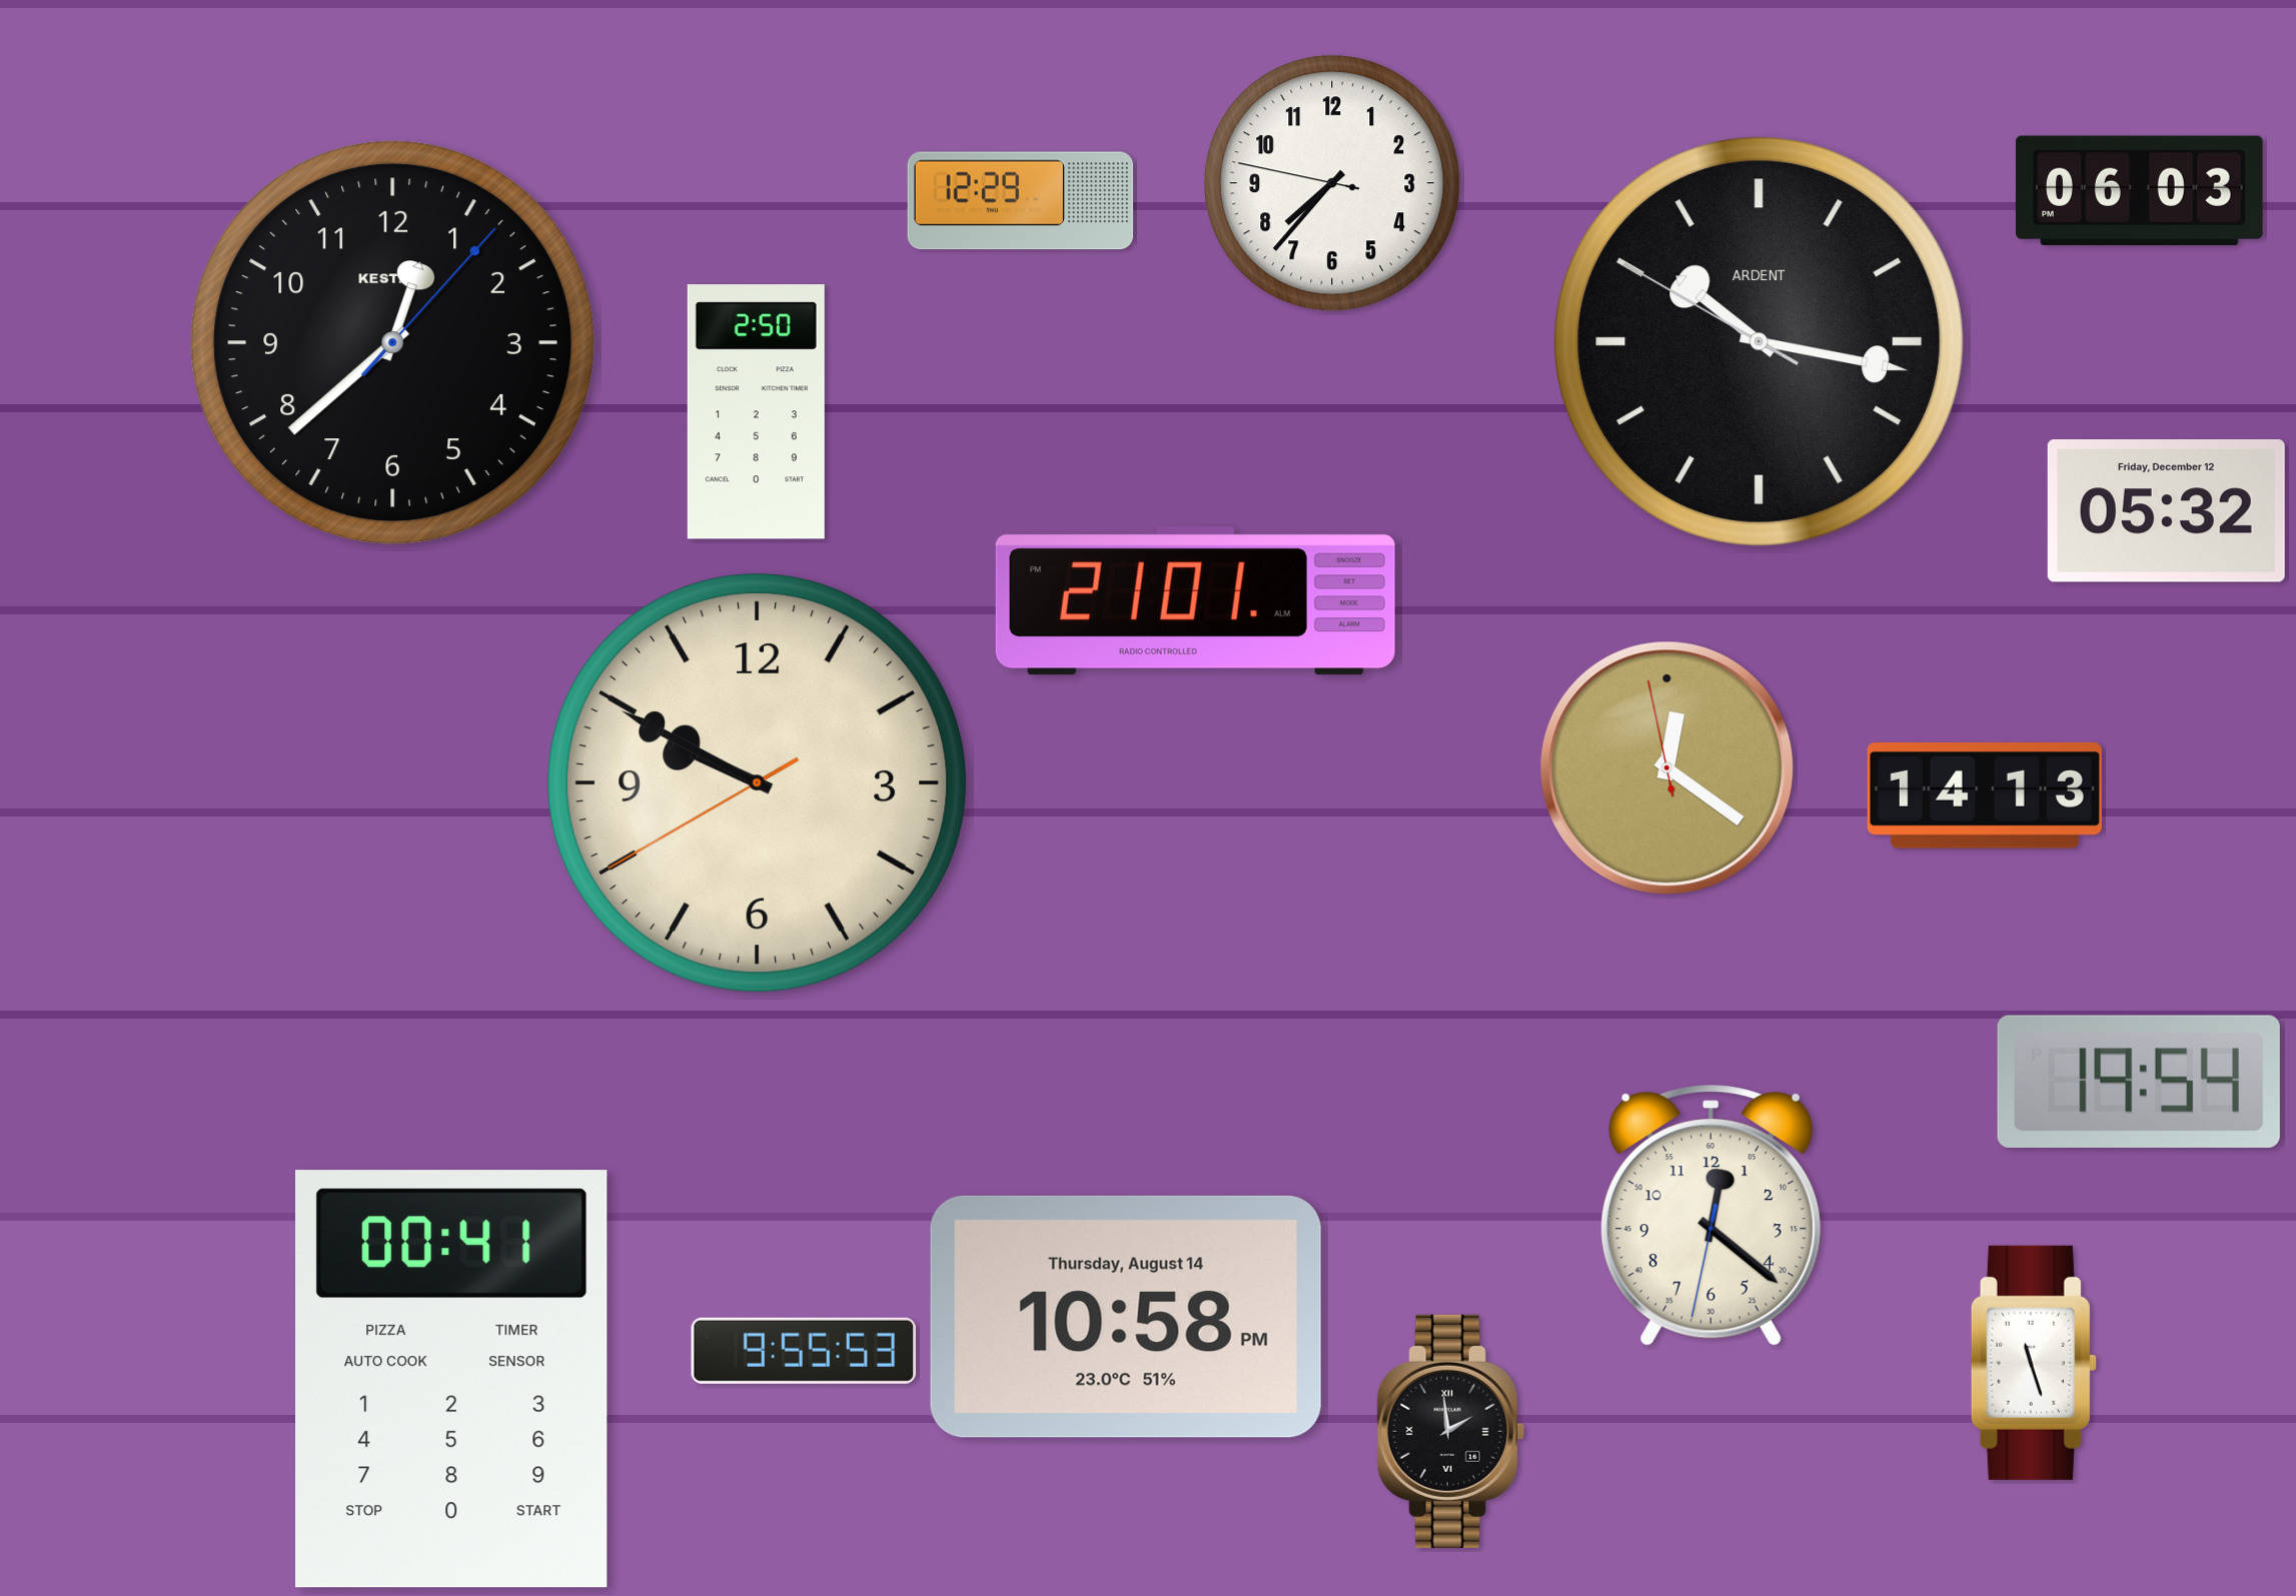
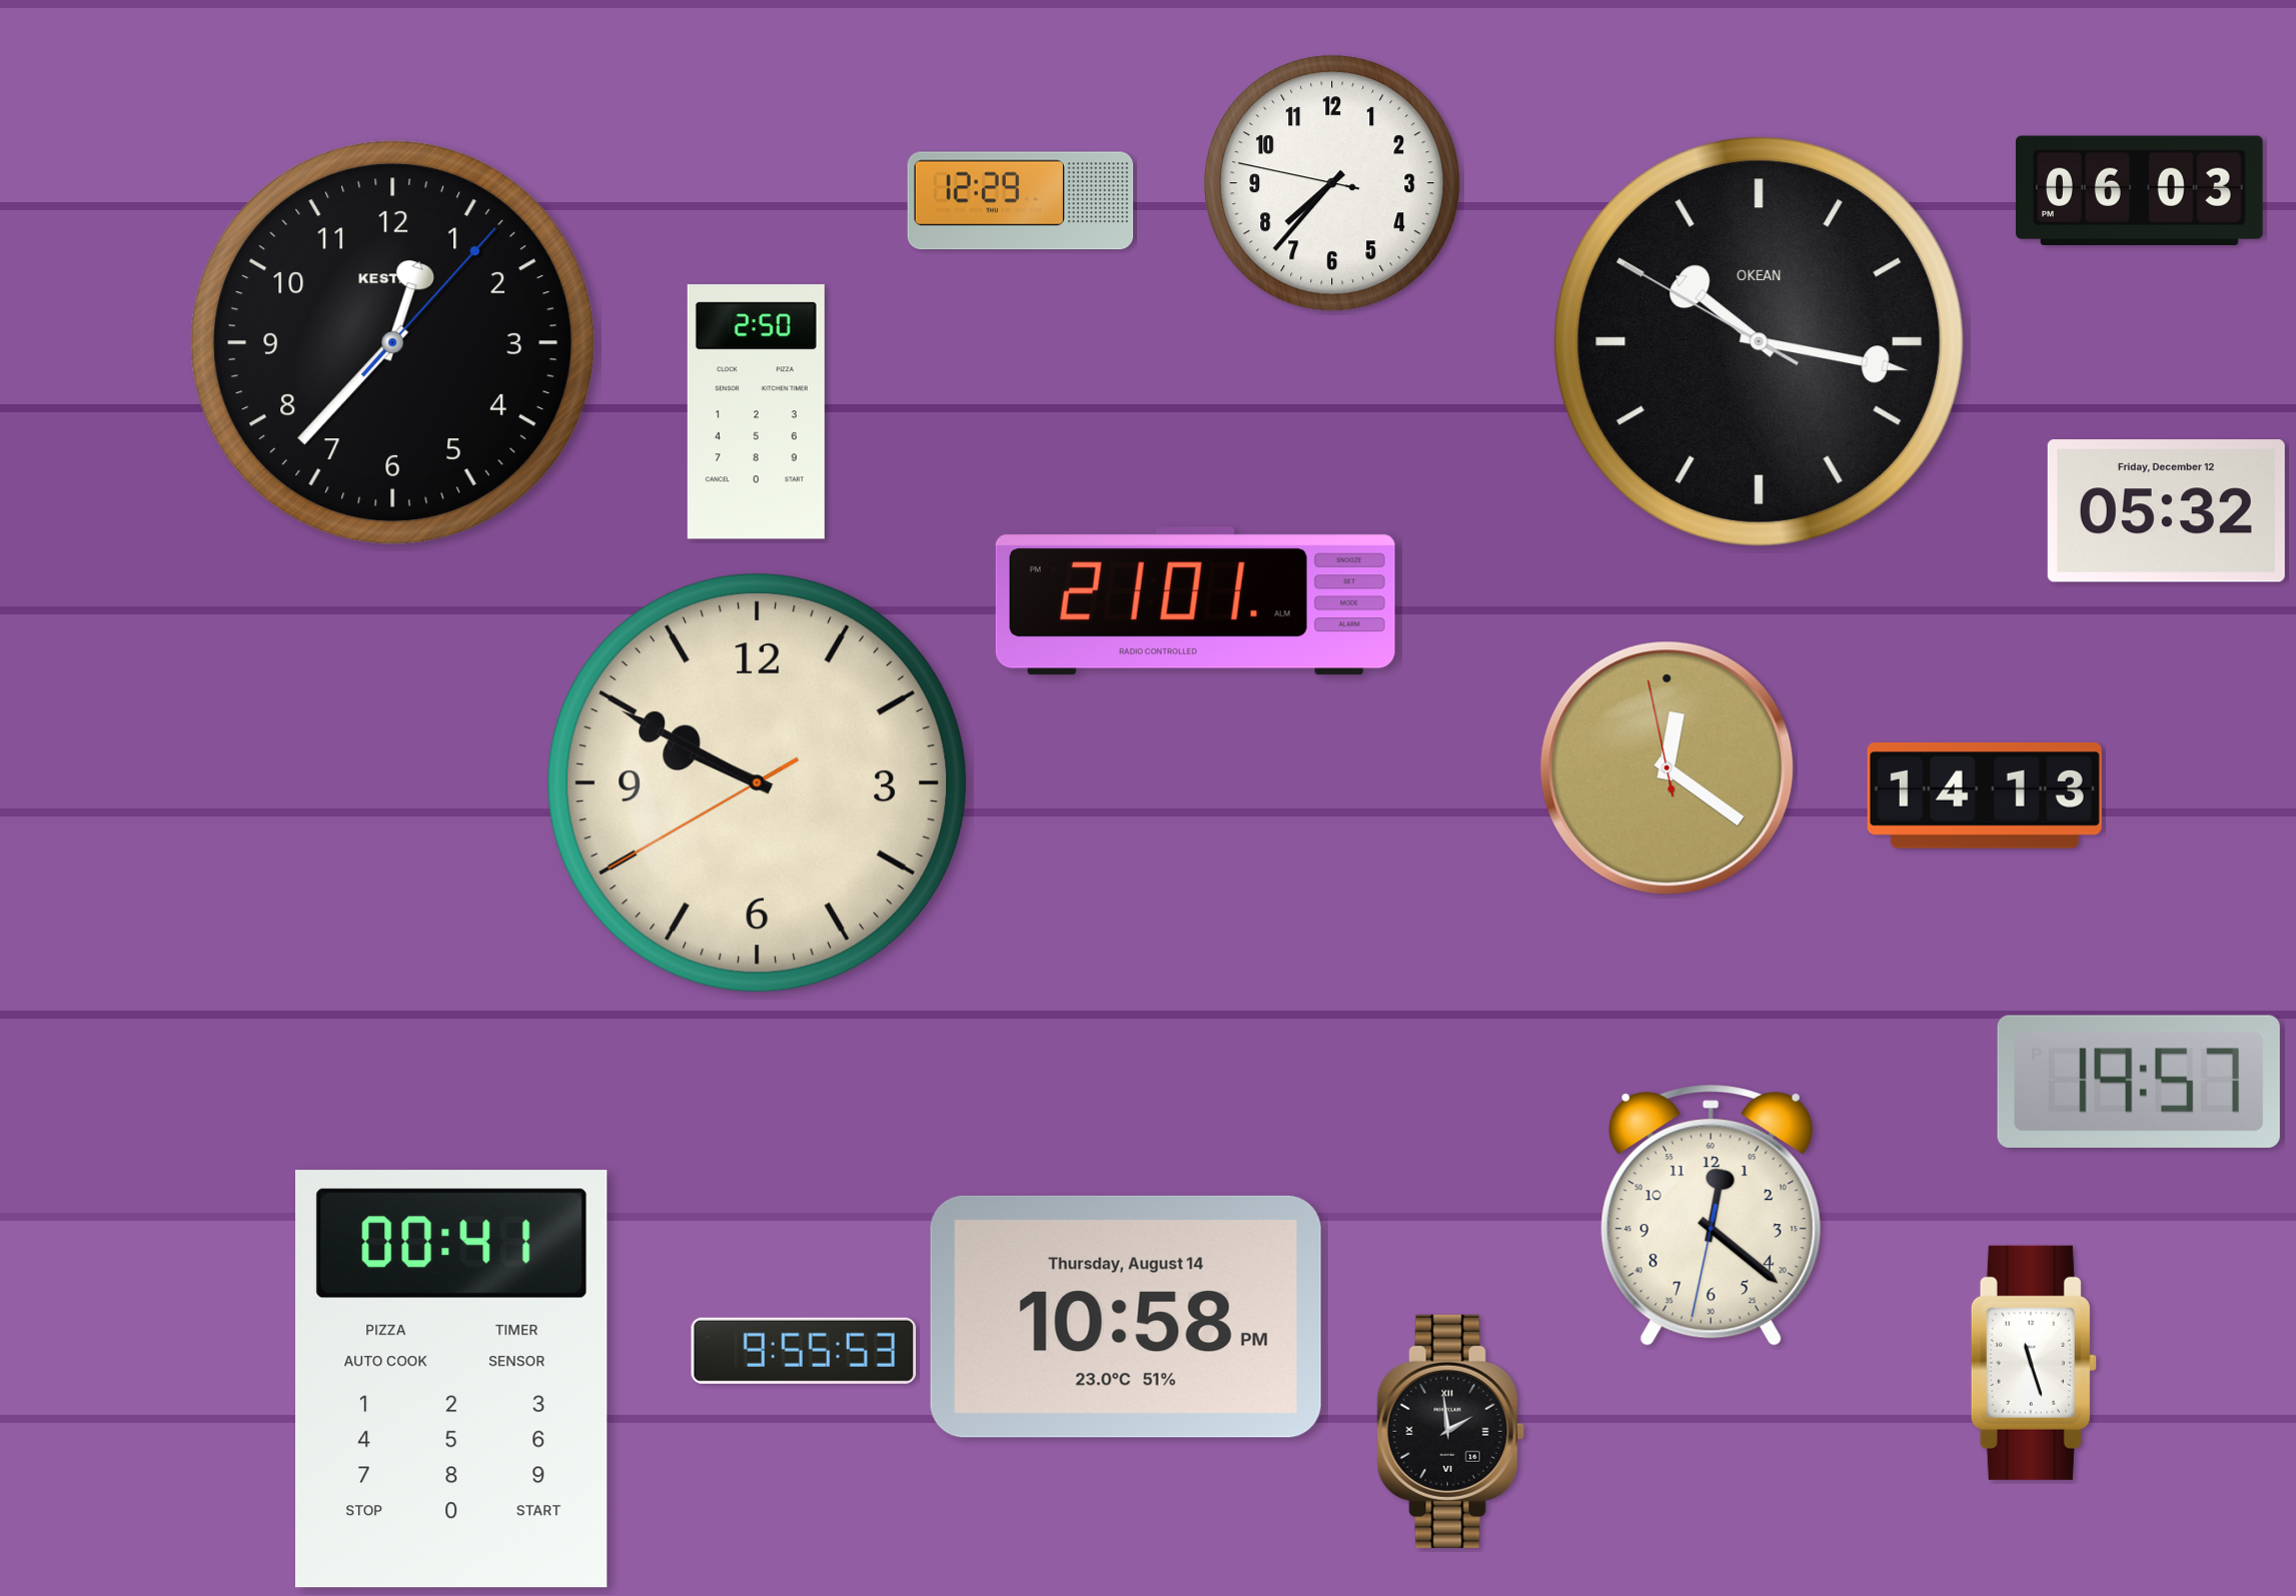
clock at (392, 342): 12:38 -> 12:37
clock at (1760, 342) brand: ARDENT -> OKEAN
clock at (2139, 1082): 19:54 -> 19:57
